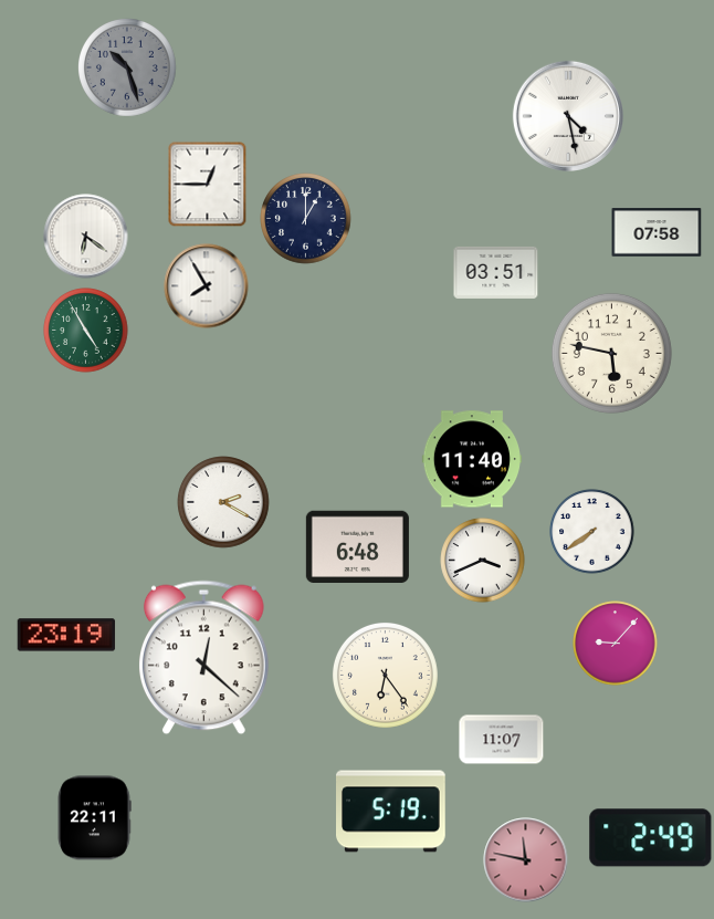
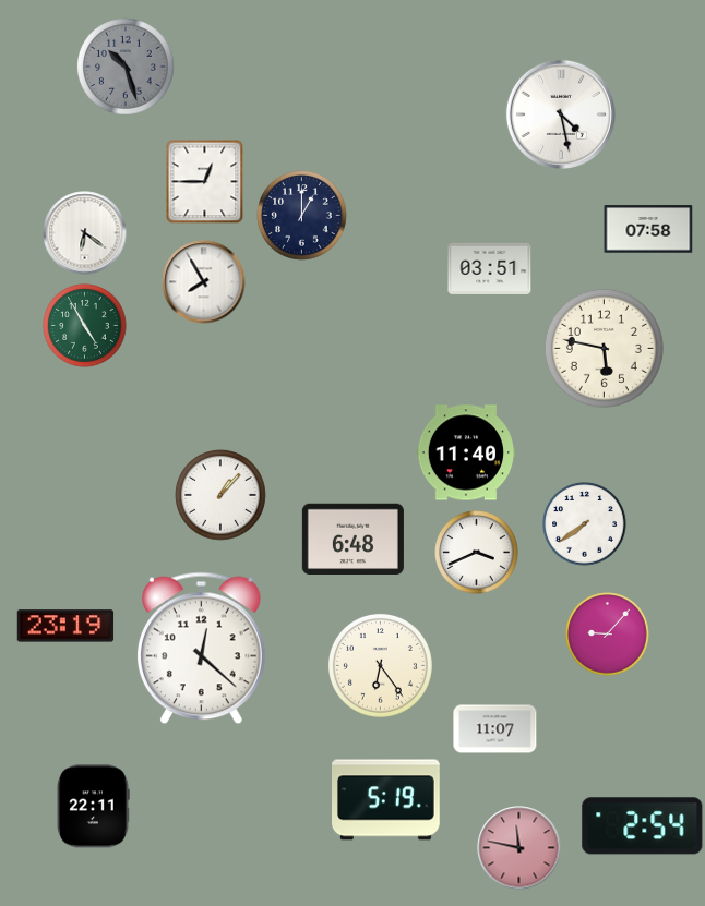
clock at (223, 502): 2:20 -> 1:07
clock at (651, 838): 2:49 -> 2:54
